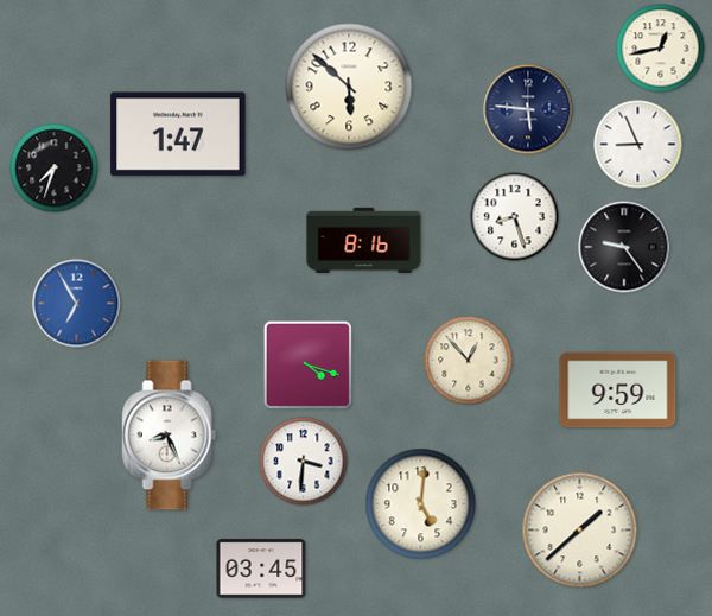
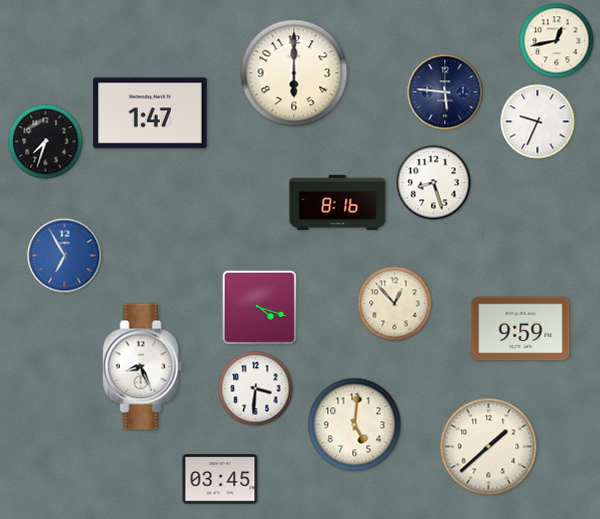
clock at (349, 87): 5:52 -> 6:00
clock at (638, 145): 8:56 -> 9:34
clock at (364, 240) position: (364, 240) -> (338, 202)
clock at (624, 247): 9:24 -> none
